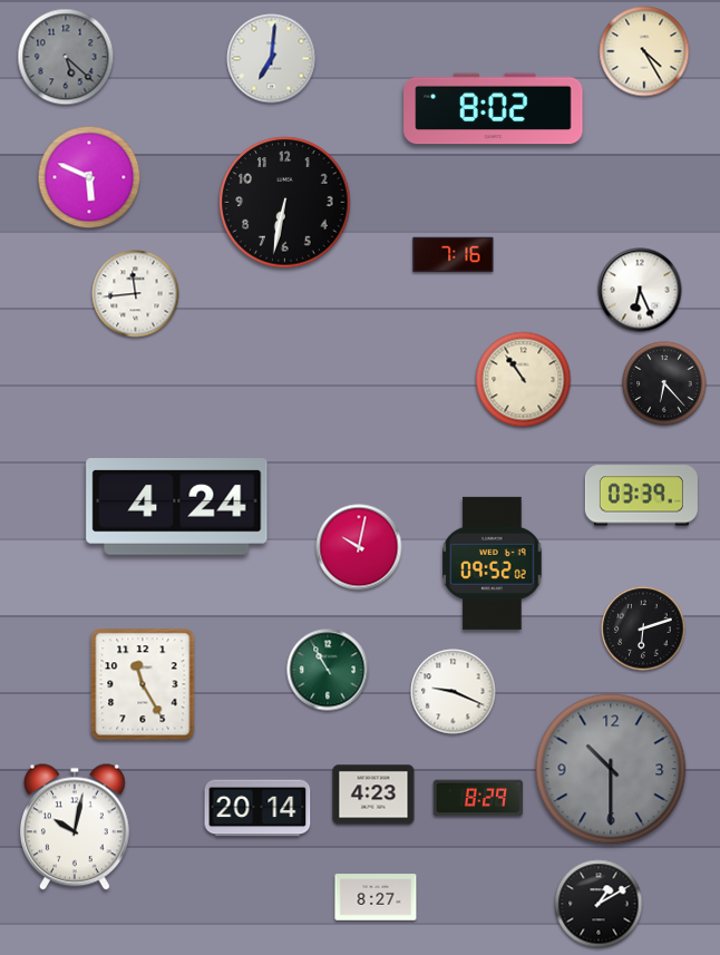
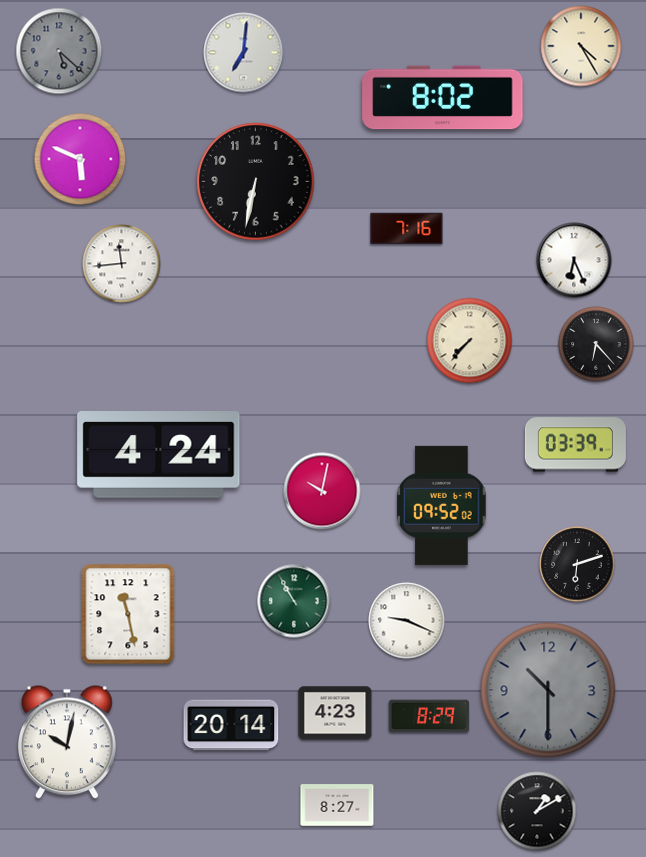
clock at (644, 51) position: (644, 51) -> (581, 46)
clock at (524, 380): 10:54 -> 7:37
clock at (143, 684): 11:25 -> 11:28
